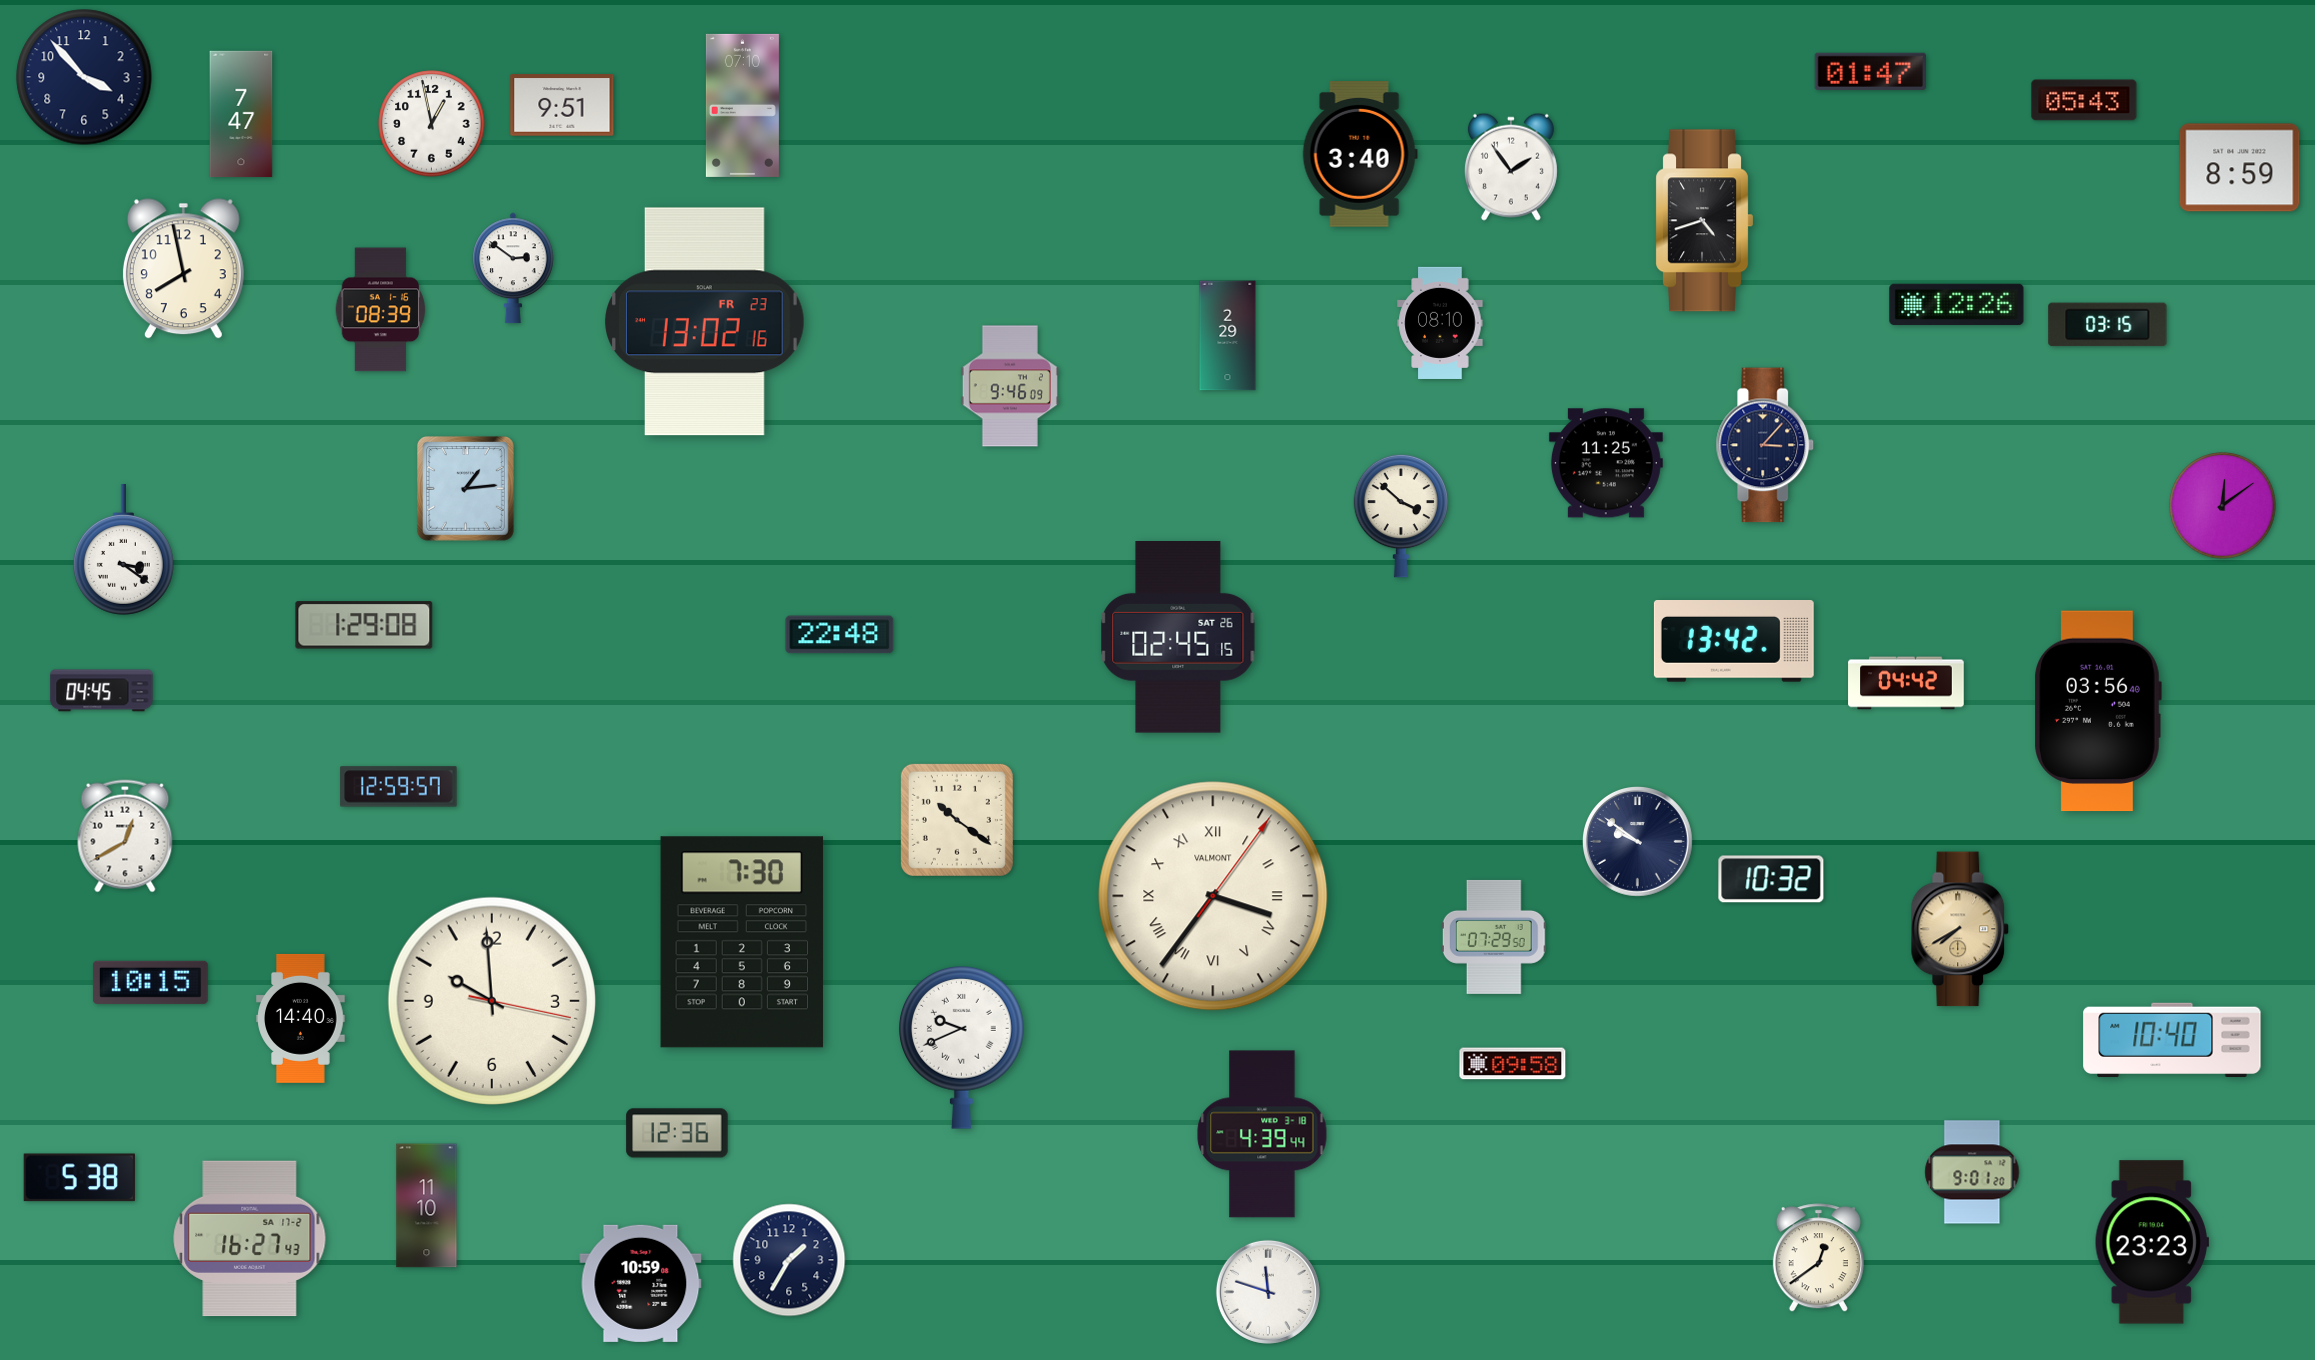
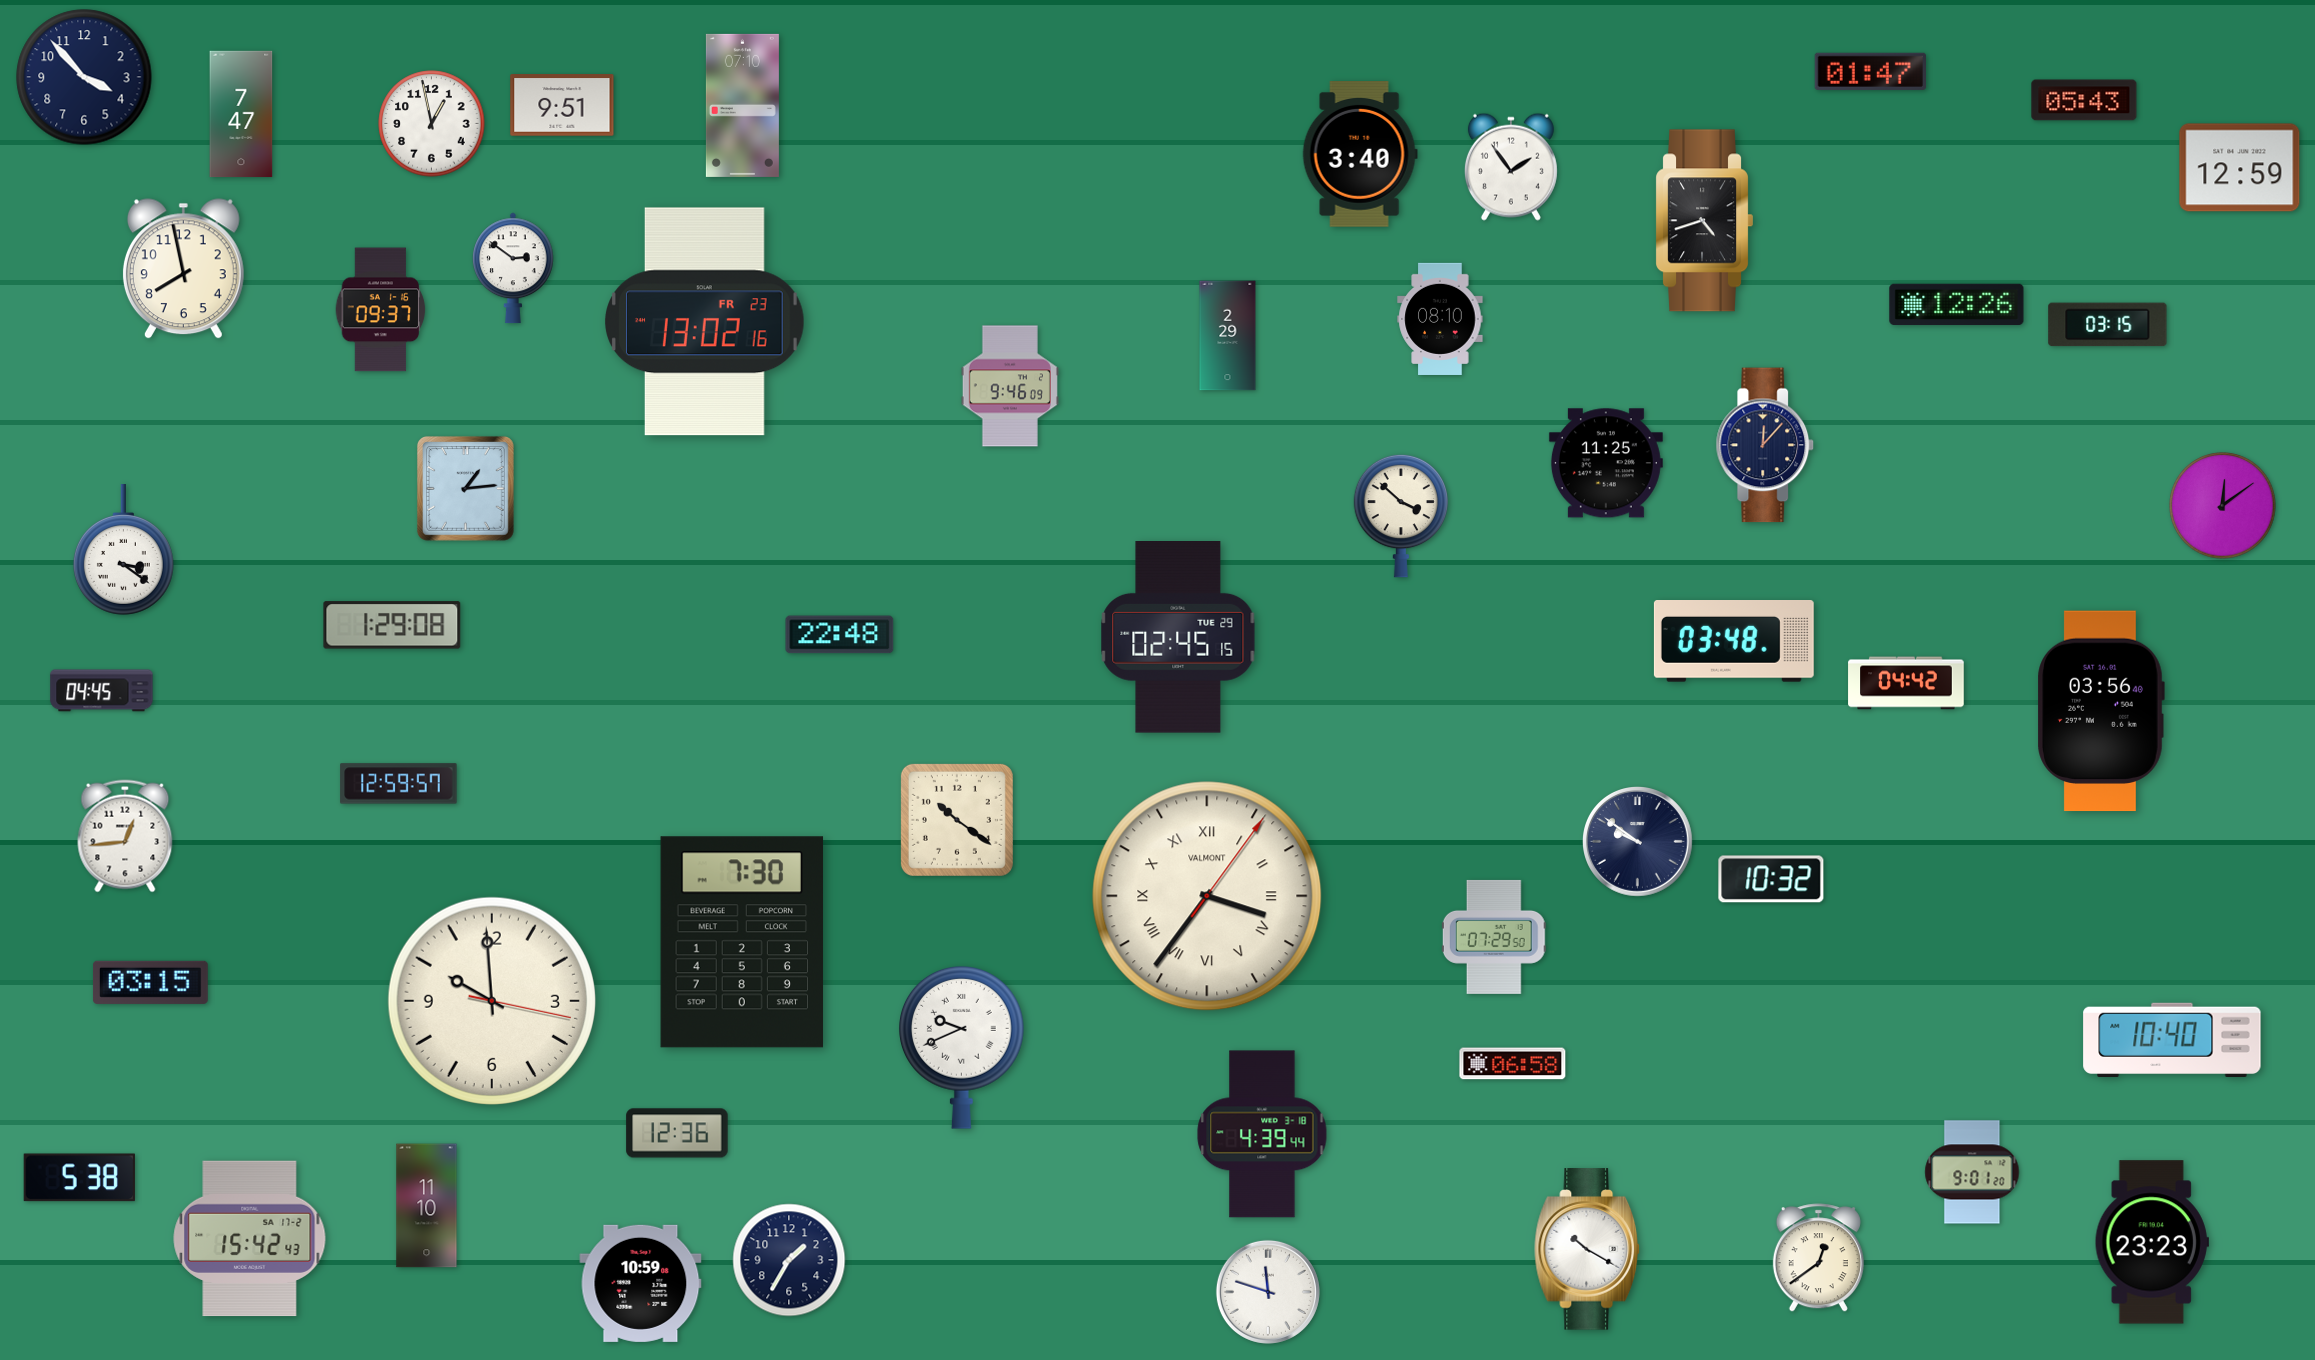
clock at (2240, 168): 8:59 -> 12:59
clock at (381, 310): 08:39 -> 09:37
clock at (1440, 323) position: (1440, 323) -> (1440, 319)
clock at (1765, 445): 3:07 -> 12:07
clock at (364, 625) position: (364, 625) -> (392, 625)
clock at (1178, 638) date: SAT 26 -> TUE 29
clock at (1734, 642): 13:42 -> 03:48
clock at (2098, 711) position: (2098, 711) -> (2101, 711)
clock at (399, 787) position: (399, 787) -> (399, 784)
clock at (125, 836): 12:40 -> 12:44
clock at (1213, 896) position: (1213, 896) -> (1207, 896)
clock at (1960, 929): 7:40 -> none
clock at (150, 982): 10:15 -> 03:15
clock at (301, 1018): 14:40 -> none
clock at (1513, 1064): 09:58 -> 06:58
clock at (250, 1239): 16:27 -> 15:42
clock at (1588, 1249): none -> 10:20
